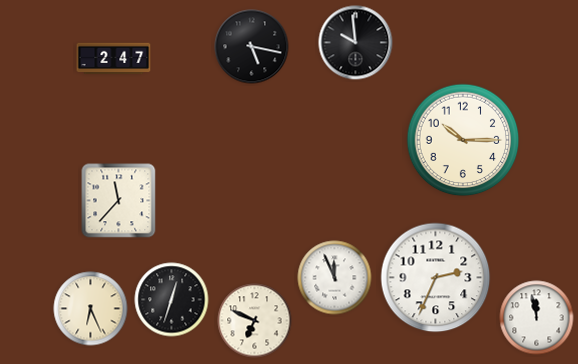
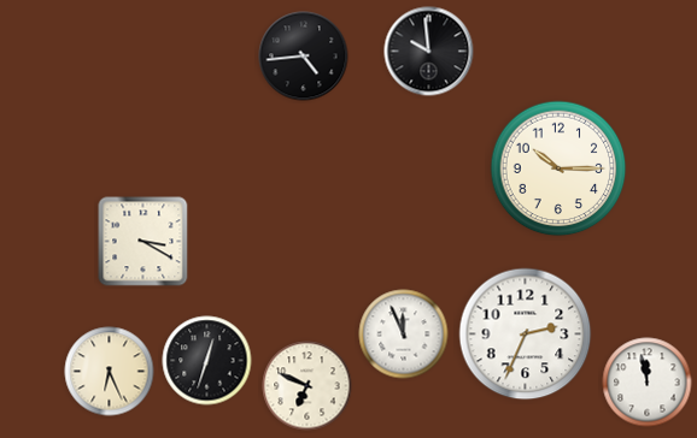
clock at (252, 47): 5:17 -> 4:44
clock at (114, 59): 2:47 -> none
clock at (119, 201): 11:37 -> 3:20
